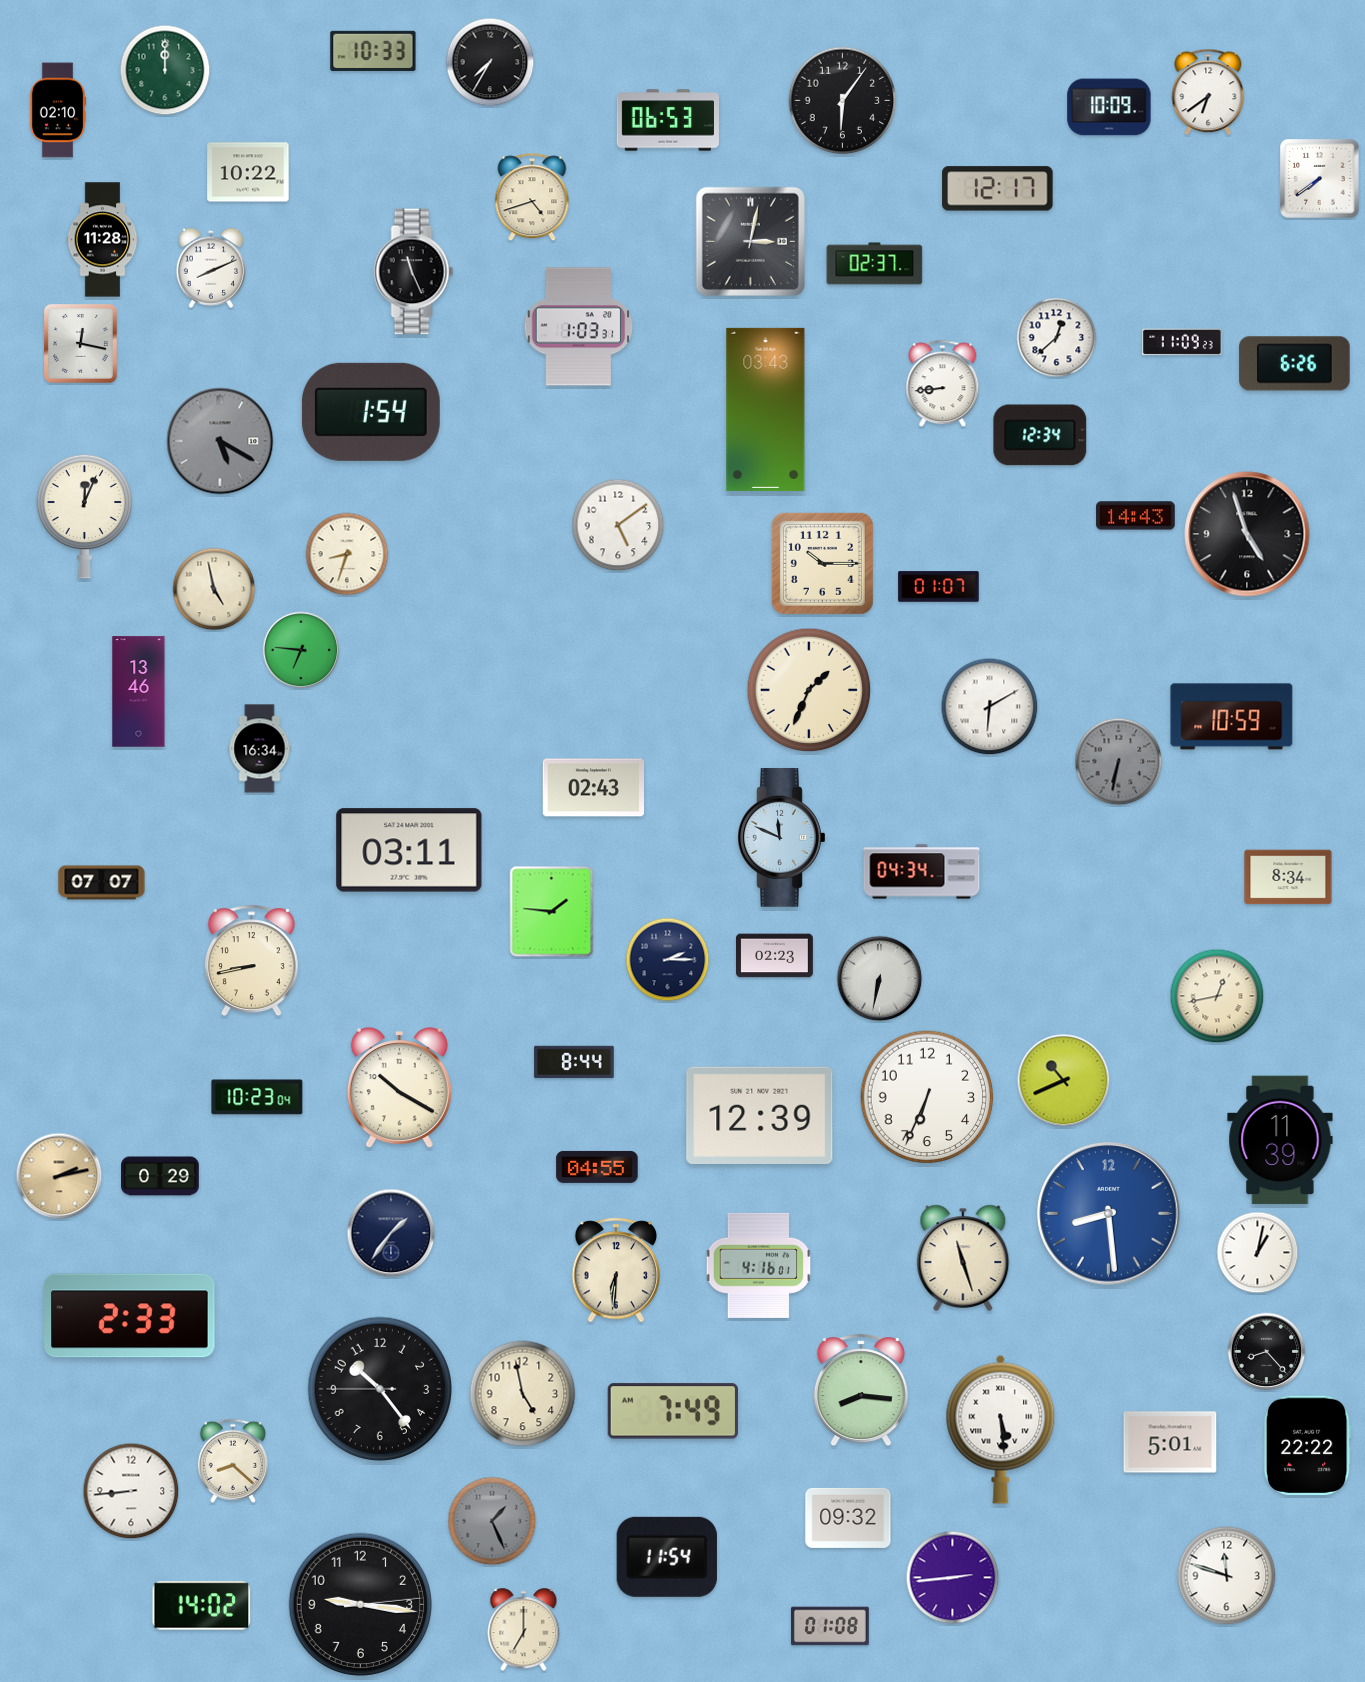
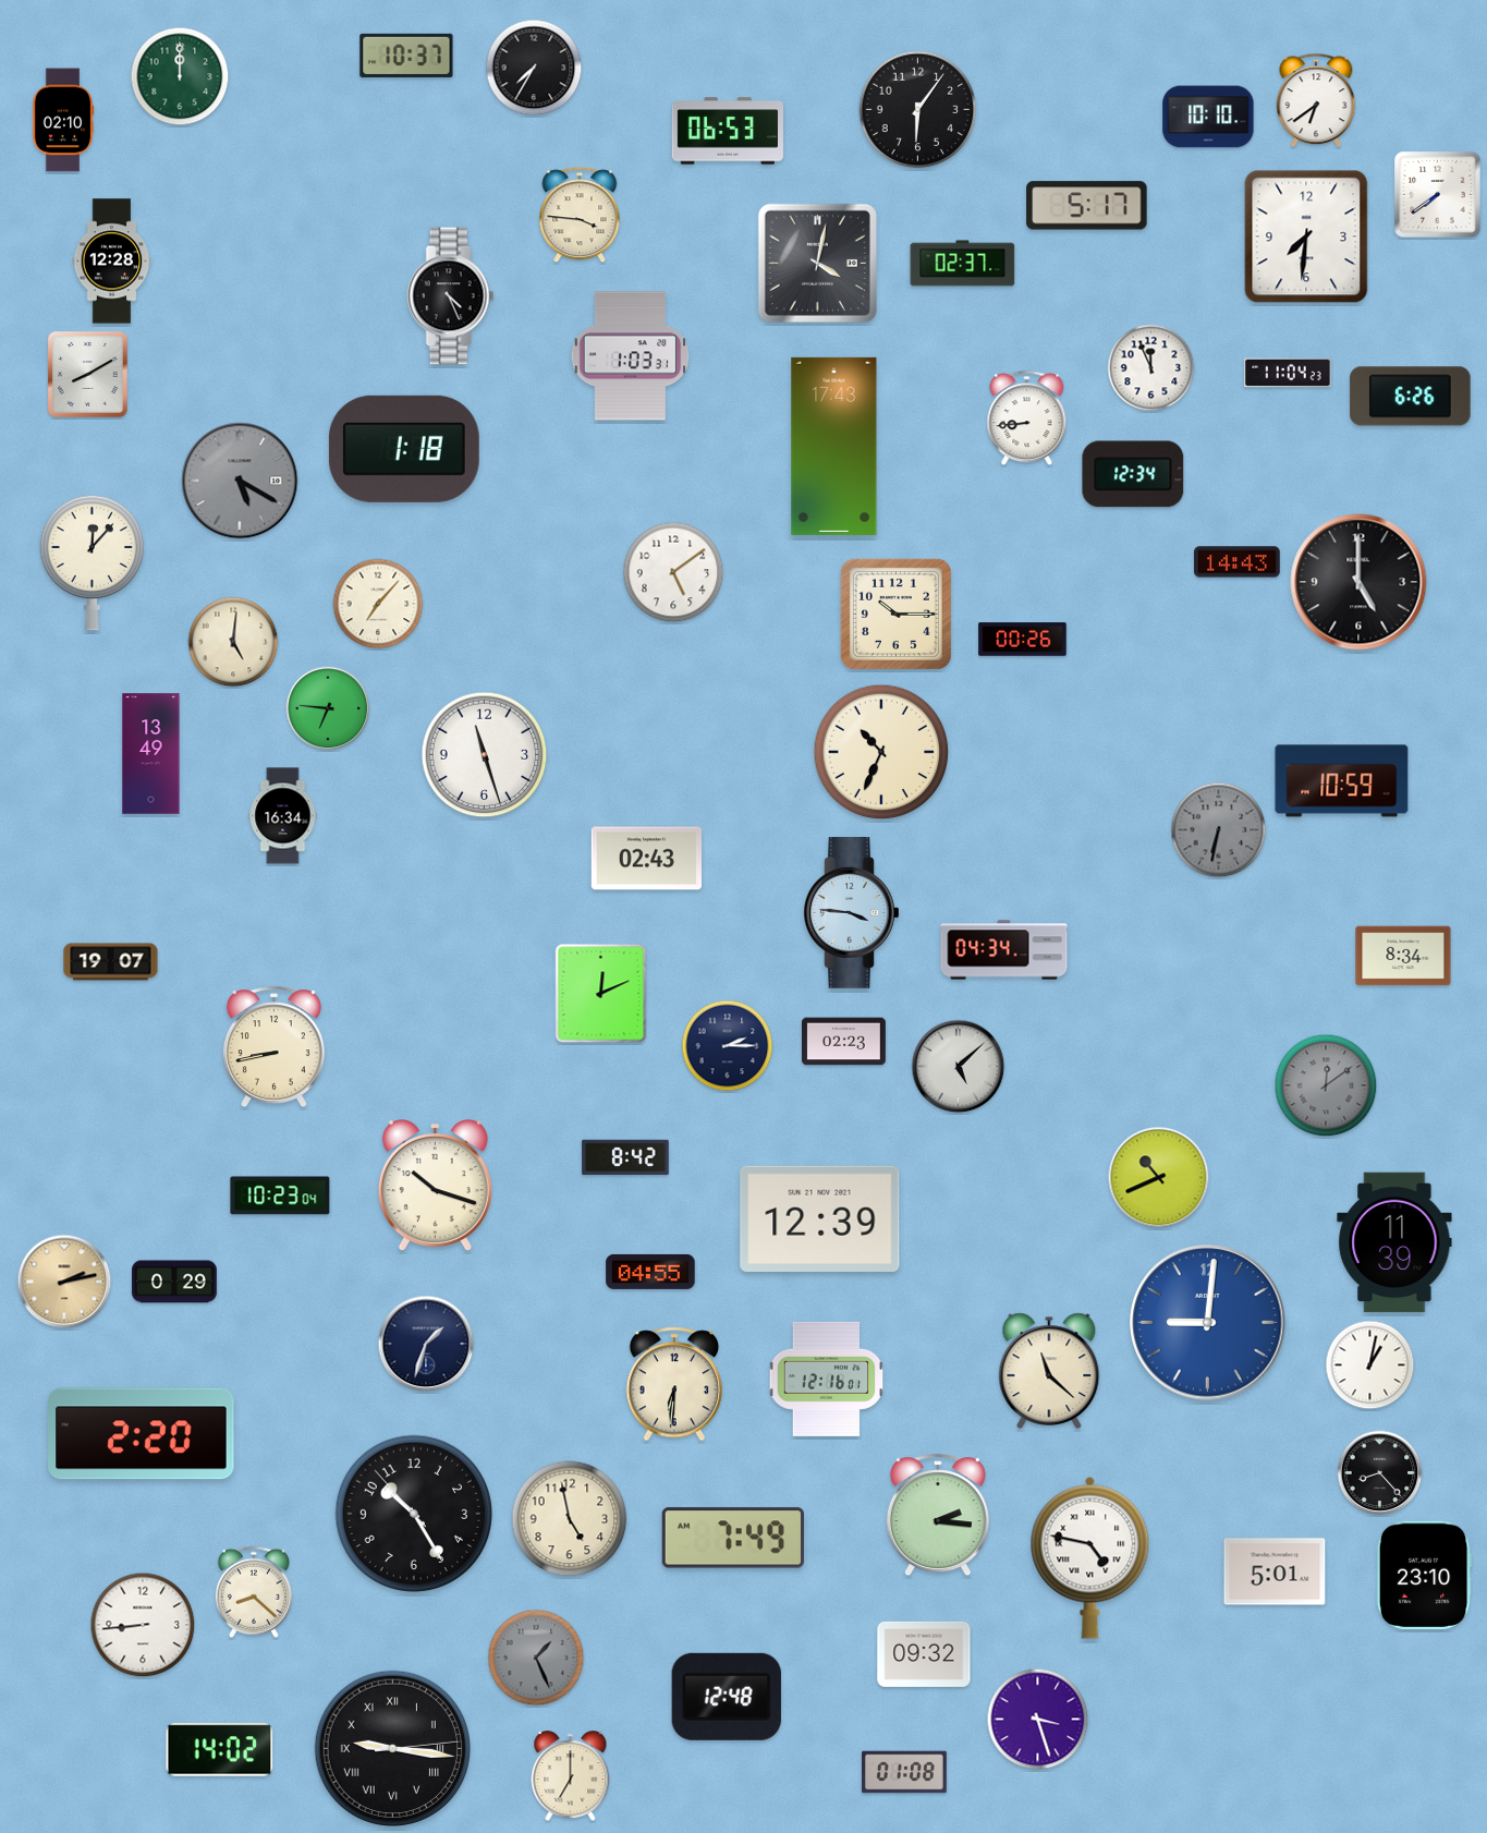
clock at (373, 51): 10:33 -> 10:37
clock at (1109, 107): 10:09 -> 10:10
clock at (248, 172): 10:22 -> none
clock at (998, 189): 12:17 -> 5:17
clock at (532, 198): 4:42 -> 3:46
clock at (1306, 236): none -> 7:31
clock at (103, 240): 11:28 -> 12:28
clock at (750, 241): 3:02 -> 4:02
clock at (875, 264) position: (875, 264) -> (963, 264)
clock at (210, 268): 8:11 -> none
clock at (414, 272): 11:26 -> 4:26
clock at (1057, 338): 12:38 -> 11:56
clock at (1182, 342): 11:09 -> 11:04
clock at (81, 344): 12:17 -> 8:10
clock at (766, 409): 03:43 -> 17:43
clock at (371, 412): 1:54 -> 1:18
clock at (85, 516): 12:04 -> 12:07
clock at (1247, 534): 4:57 -> 5:00
clock at (347, 554): 8:33 -> 7:07
clock at (939, 587): 01:07 -> 00:26
clock at (214, 589): 4:58 -> 5:01
clock at (809, 690): 1:34 -> 10:34
clock at (139, 692): 13:46 -> 13:49
clock at (485, 755): none -> 11:27
clock at (990, 707): 6:10 -> none
clock at (782, 838): 11:49 -> 3:46
clock at (409, 850): 03:11 -> none
clock at (102, 883): 07:07 -> 19:07
clock at (552, 912): 1:46 -> 12:11
clock at (880, 979): 6:32 -> 5:08
clock at (1217, 996): 12:43 -> 12:09
clock at (1217, 996) dial: cream -> grey
clock at (574, 1062): 8:44 -> 8:42
clock at (399, 1088): 10:20 -> 10:18
clock at (927, 1097): 6:34 -> none
clock at (760, 1115) position: (760, 1115) -> (820, 1218)
clock at (1109, 1214): 8:29 -> 9:01
clock at (391, 1233): 1:36 -> 1:33
clock at (963, 1258): 11:27 -> 11:22
clock at (759, 1265): 4:16 -> 12:16
clock at (616, 1270) position: (616, 1270) -> (674, 1384)
clock at (130, 1316): 2:33 -> 2:20
clock at (379, 1388): 10:23 -> 10:24
clock at (861, 1391): 8:16 -> 2:16
clock at (1001, 1429): 5:29 -> 4:47
clock at (1307, 1446): 22:22 -> 23:10
clock at (667, 1557): 11:54 -> 12:48
clock at (1227, 1576): 11:48 -> none
clock at (953, 1578): 2:44 -> 3:27
clock at (360, 1604) numerals: Arabic -> Roman
